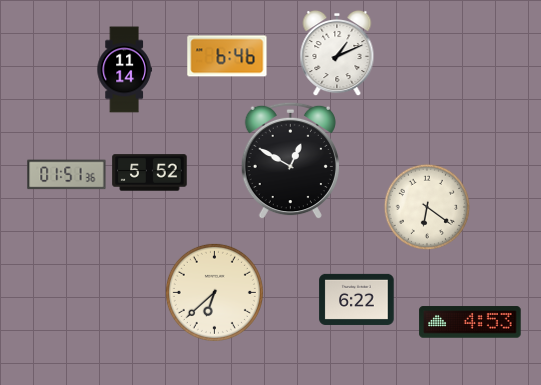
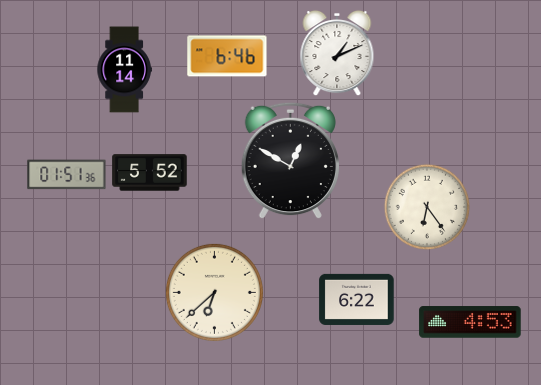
clock at (426, 206): 6:21 -> 6:24
